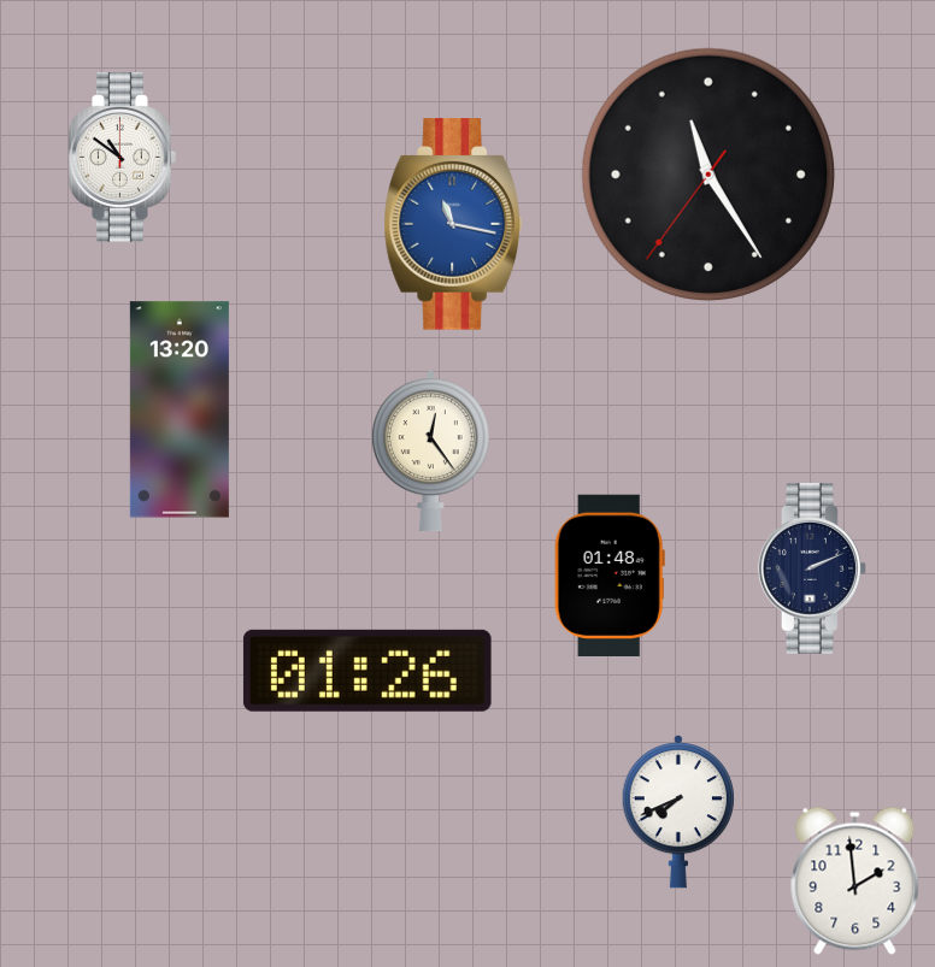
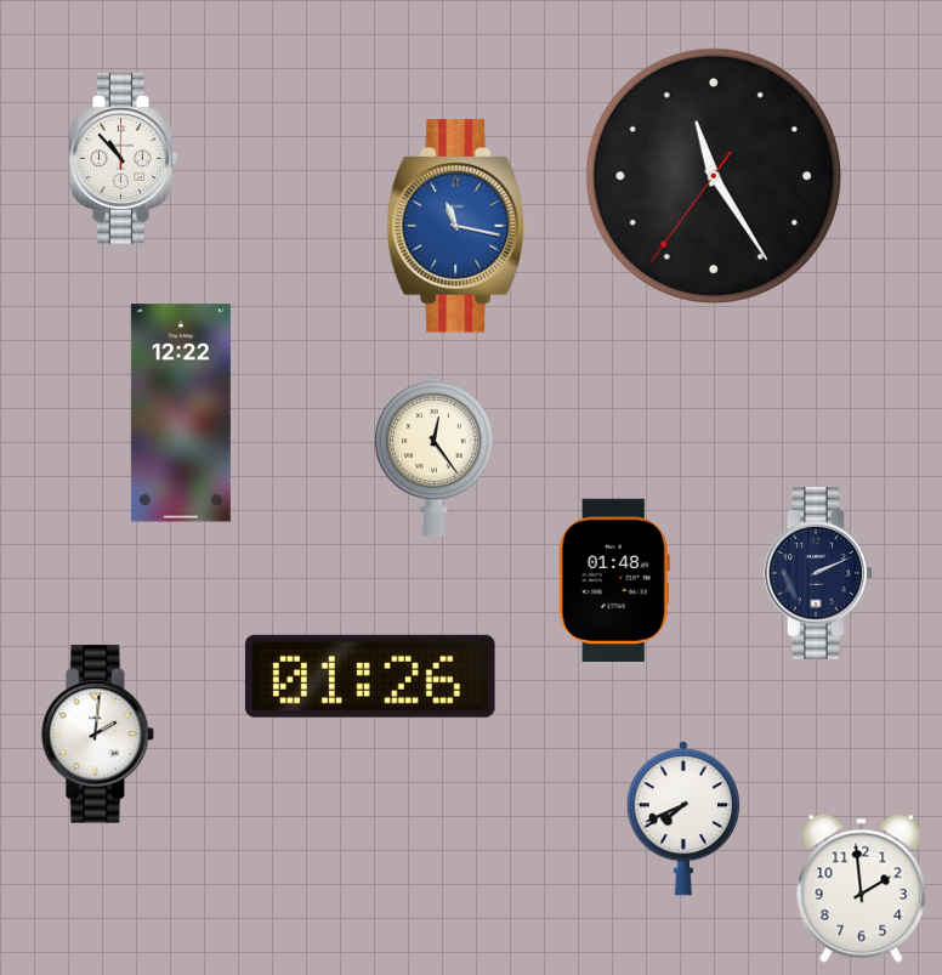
clock at (122, 157): 10:51 -> 10:53
clock at (180, 409): 13:20 -> 12:22
clock at (98, 735): none -> 2:01
